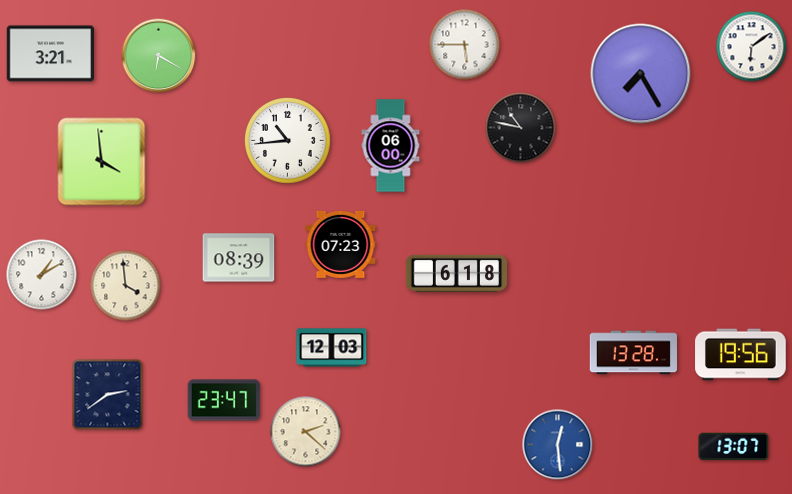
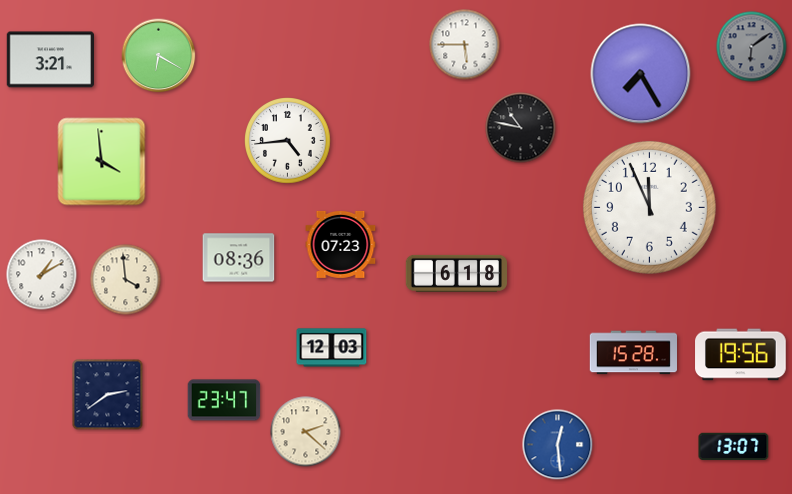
clock at (752, 47) dial: white -> grey
clock at (50, 54) position: (50, 54) -> (50, 60)
clock at (288, 141): 10:44 -> 4:44
clock at (391, 146): 06:00 -> none
clock at (649, 207): none -> 11:56
clock at (239, 258): 08:39 -> 08:36
clock at (126, 286) position: (126, 286) -> (126, 280)
clock at (633, 353): 13:28 -> 15:28
